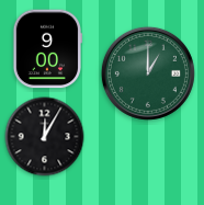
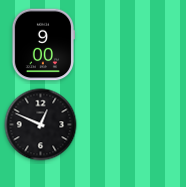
clock at (148, 73): 1:00 -> none
clock at (45, 137): 12:05 -> 12:49
